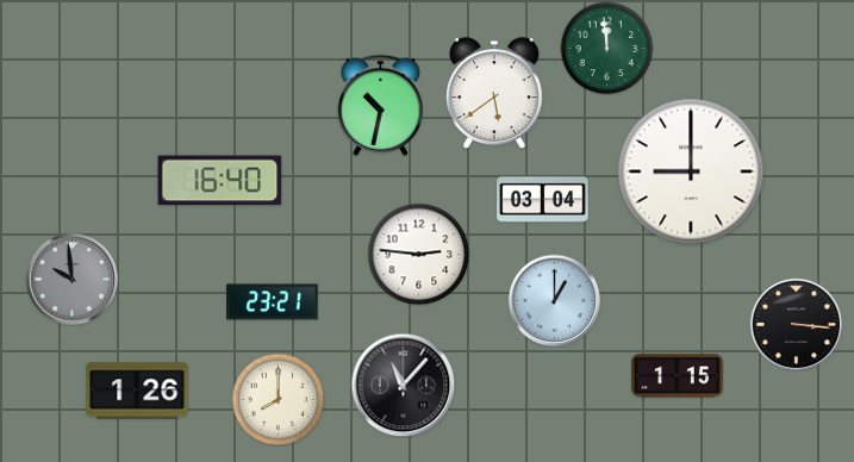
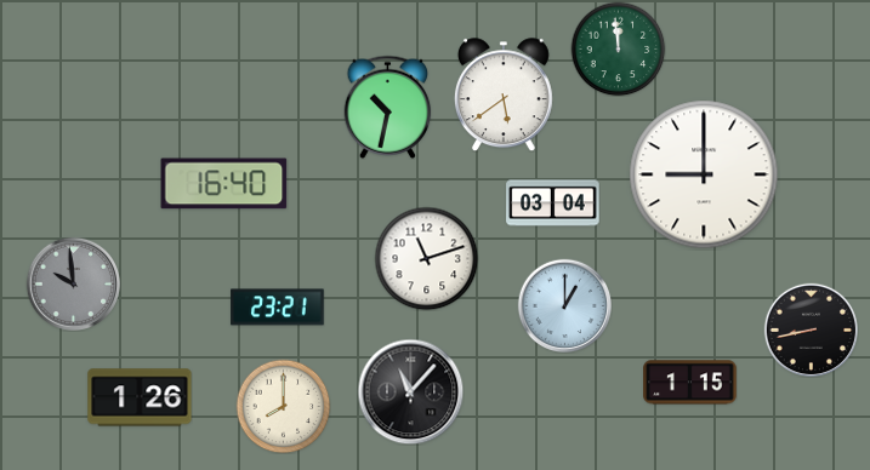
clock at (418, 254): 2:46 -> 11:12
clock at (796, 324): 3:16 -> 8:43
